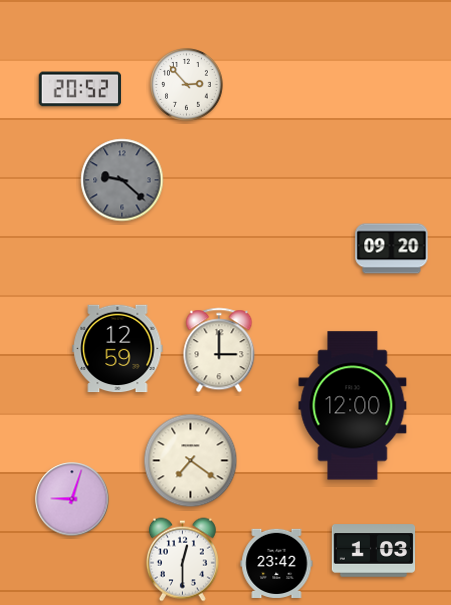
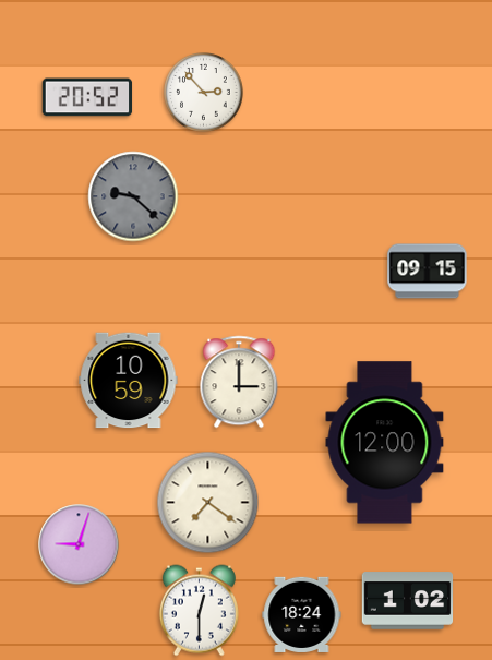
clock at (392, 249): 09:20 -> 09:15
clock at (118, 349): 12:59 -> 10:59
clock at (374, 551): 1:03 -> 1:02
clock at (277, 563): 23:42 -> 18:24
